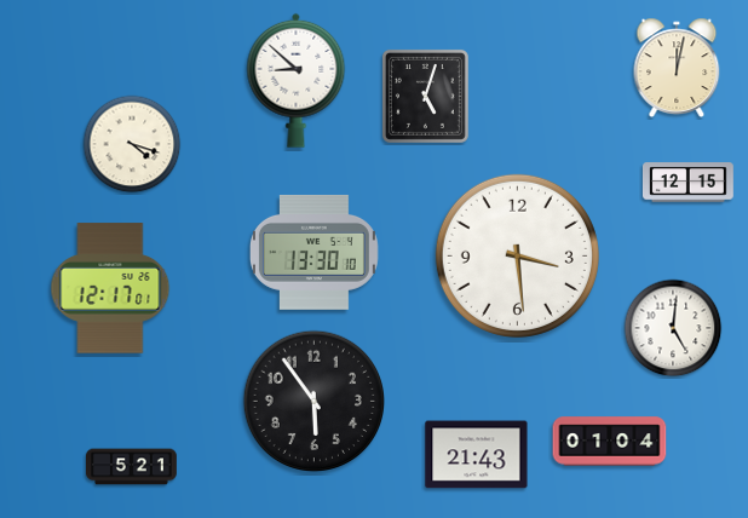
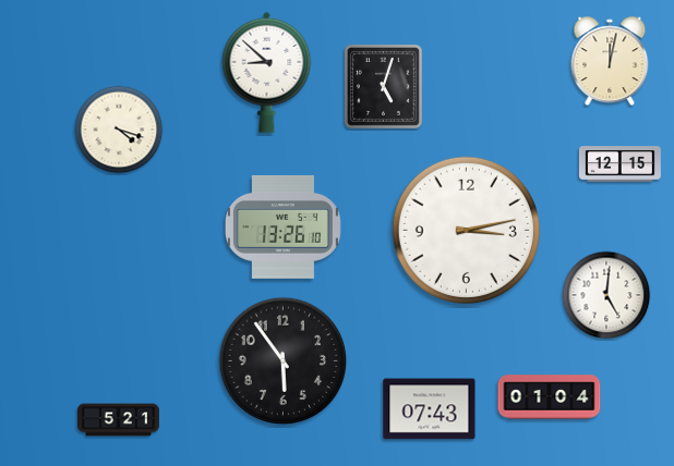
clock at (313, 252): 13:30 -> 13:26
clock at (517, 255): 3:29 -> 3:13
clock at (110, 288): 12:17 -> none
clock at (477, 455): 21:43 -> 07:43
